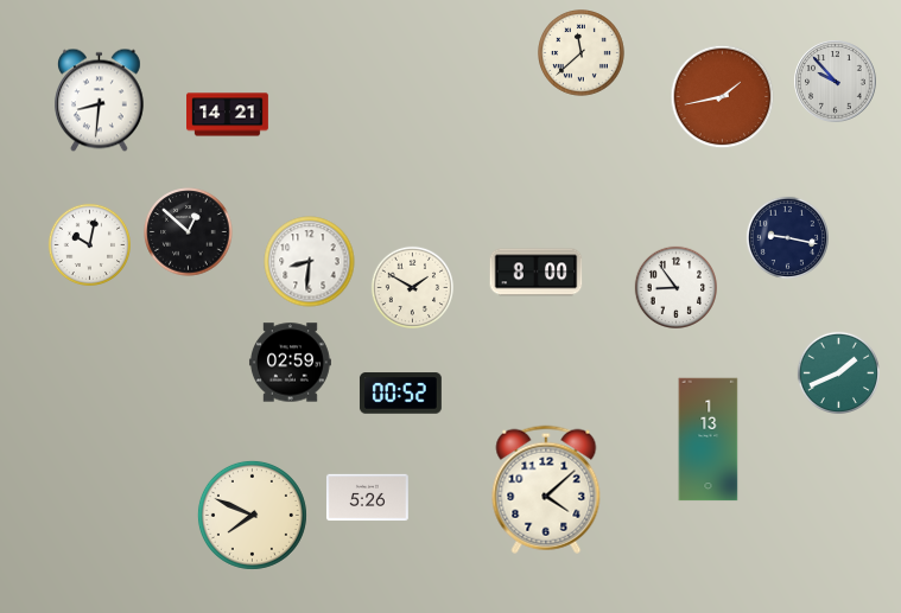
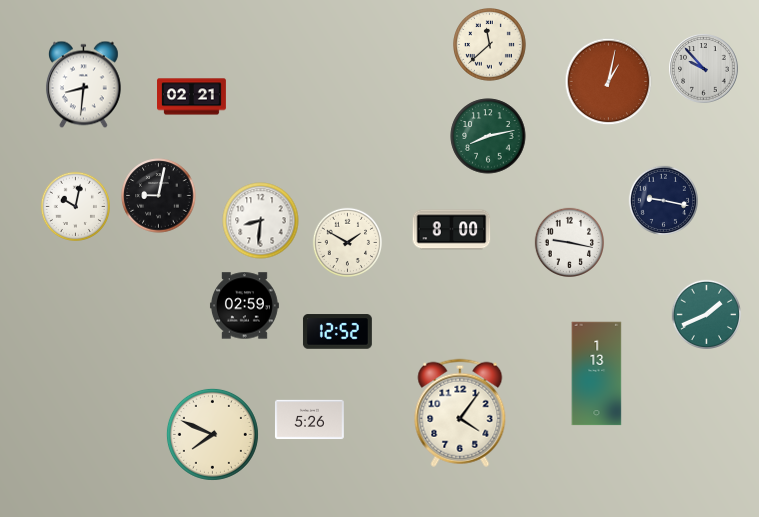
clock at (723, 97): 1:43 -> 1:02
clock at (228, 115): 14:21 -> 02:21
clock at (488, 136): none -> 8:13
clock at (189, 232): 12:52 -> 9:02
clock at (675, 287): 8:54 -> 9:17
clock at (400, 394): 00:52 -> 12:52
clock at (709, 440) position: (709, 440) -> (597, 374)
clock at (546, 490): 4:08 -> 4:06
